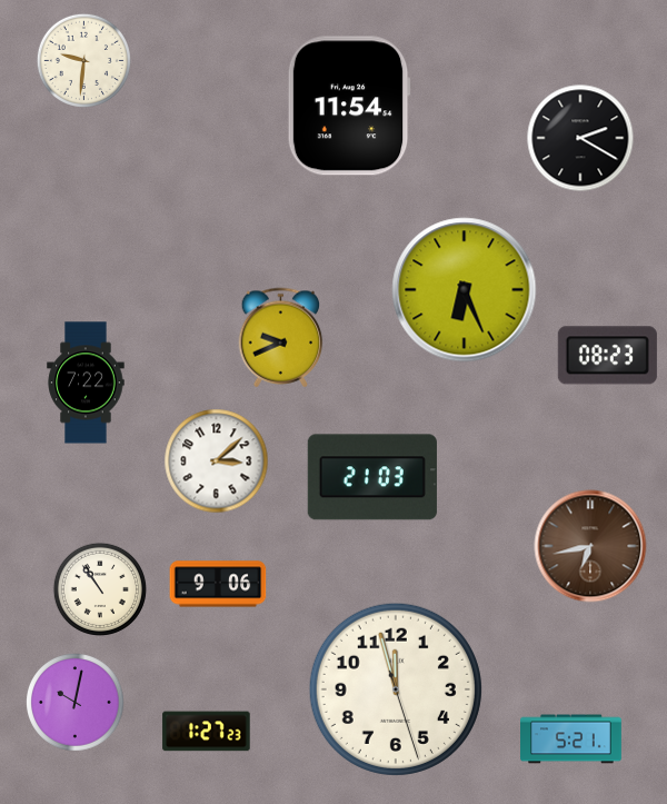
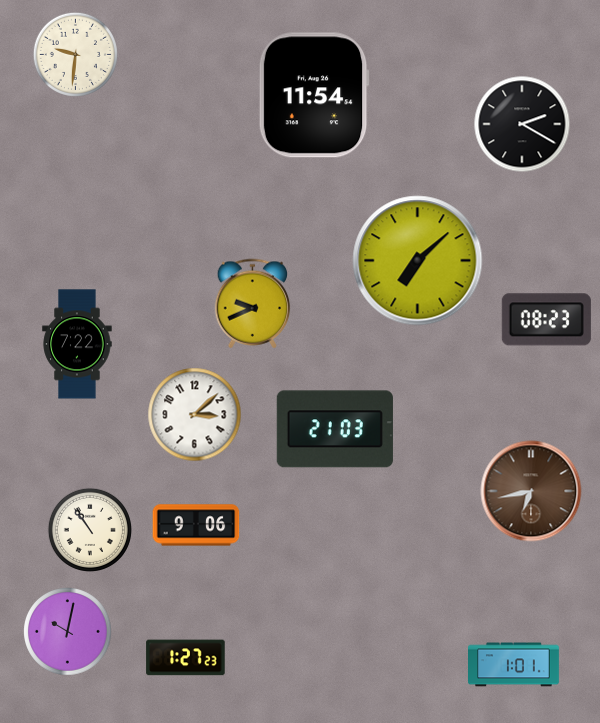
clock at (465, 290): 6:26 -> 7:08
clock at (396, 689): 11:57 -> none
clock at (571, 740): 5:21 -> 1:01
